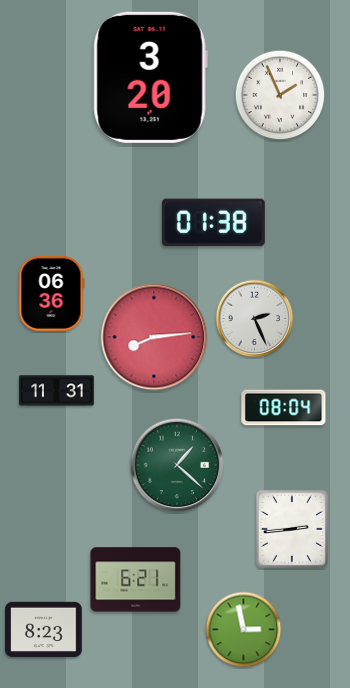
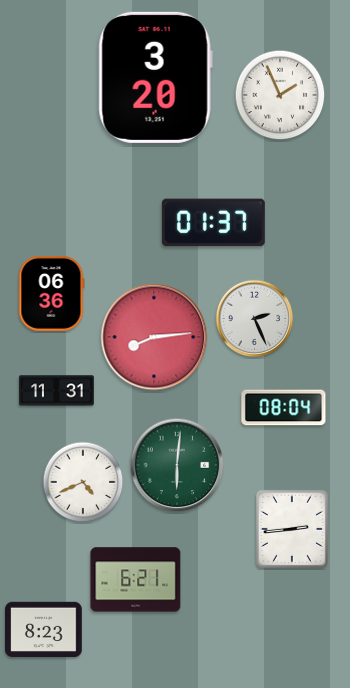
clock at (150, 77) position: (150, 77) -> (155, 77)
clock at (213, 223): 01:38 -> 01:37
clock at (177, 465): 1:22 -> 6:01
clock at (83, 482): none -> 4:41
clock at (244, 630): 2:58 -> none
